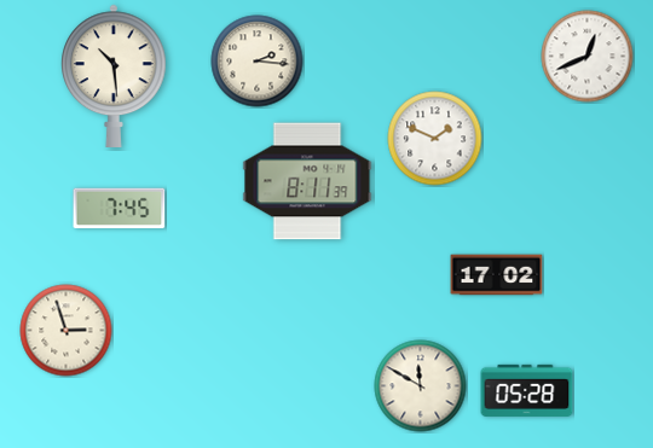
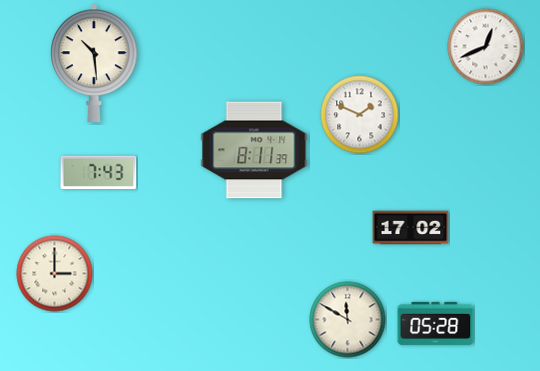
clock at (258, 62): 2:16 -> none
clock at (120, 209): 7:45 -> 7:43
clock at (67, 331): 2:57 -> 3:00
